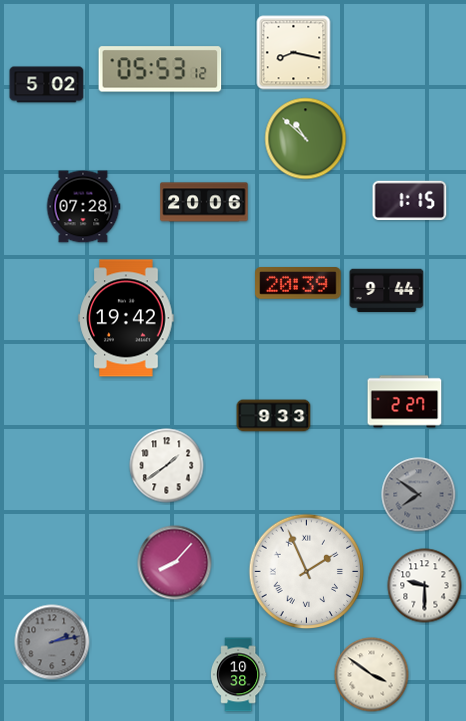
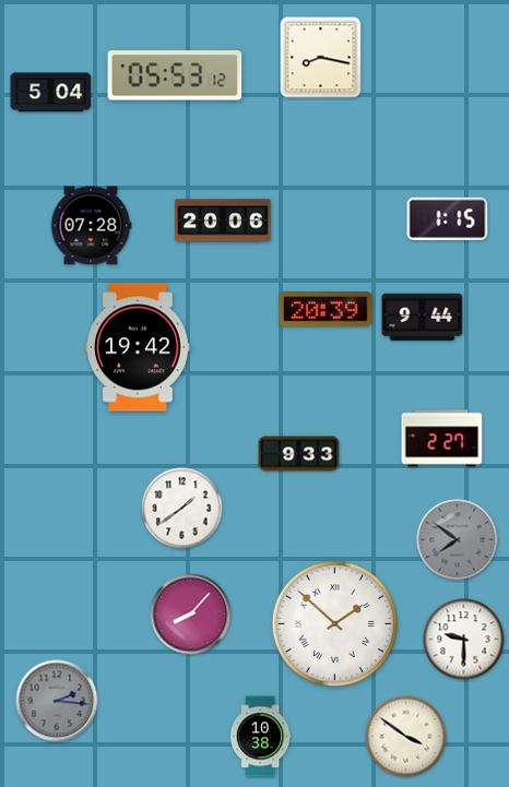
clock at (47, 85): 5:02 -> 5:04
clock at (306, 139): 10:52 -> none
clock at (307, 572): 1:56 -> 1:52
clock at (52, 642): 2:13 -> 2:16
